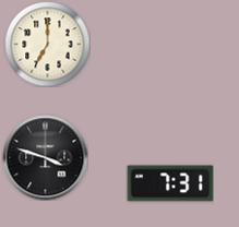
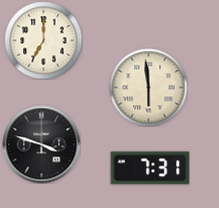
clock at (148, 87): none -> 5:59
clock at (170, 183) position: (170, 183) -> (150, 168)
